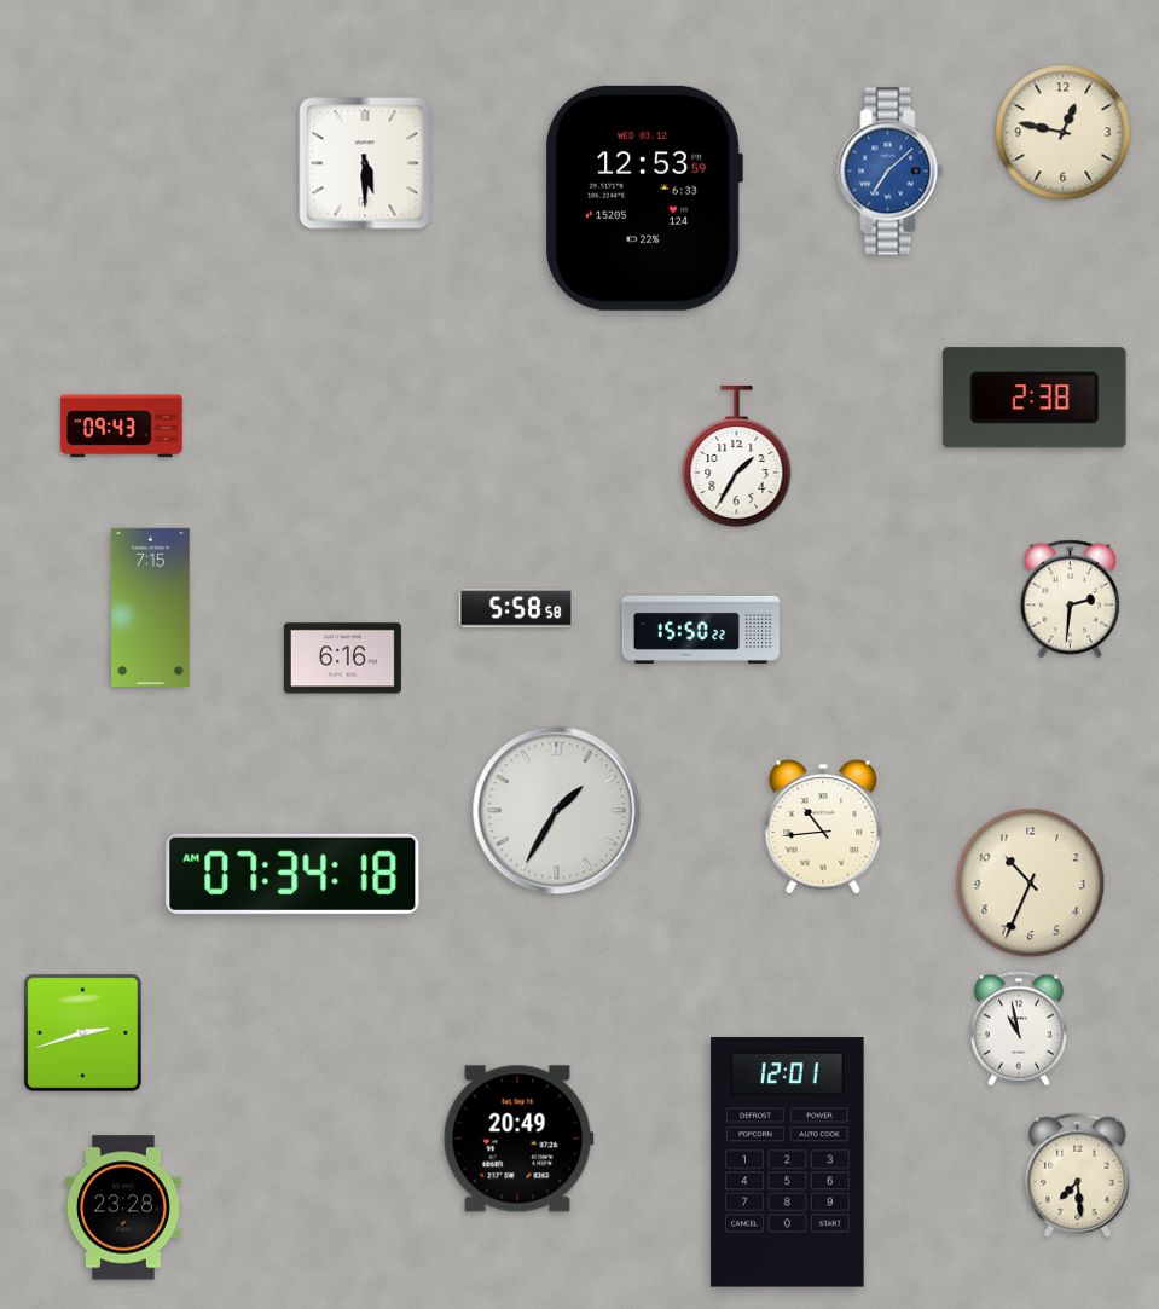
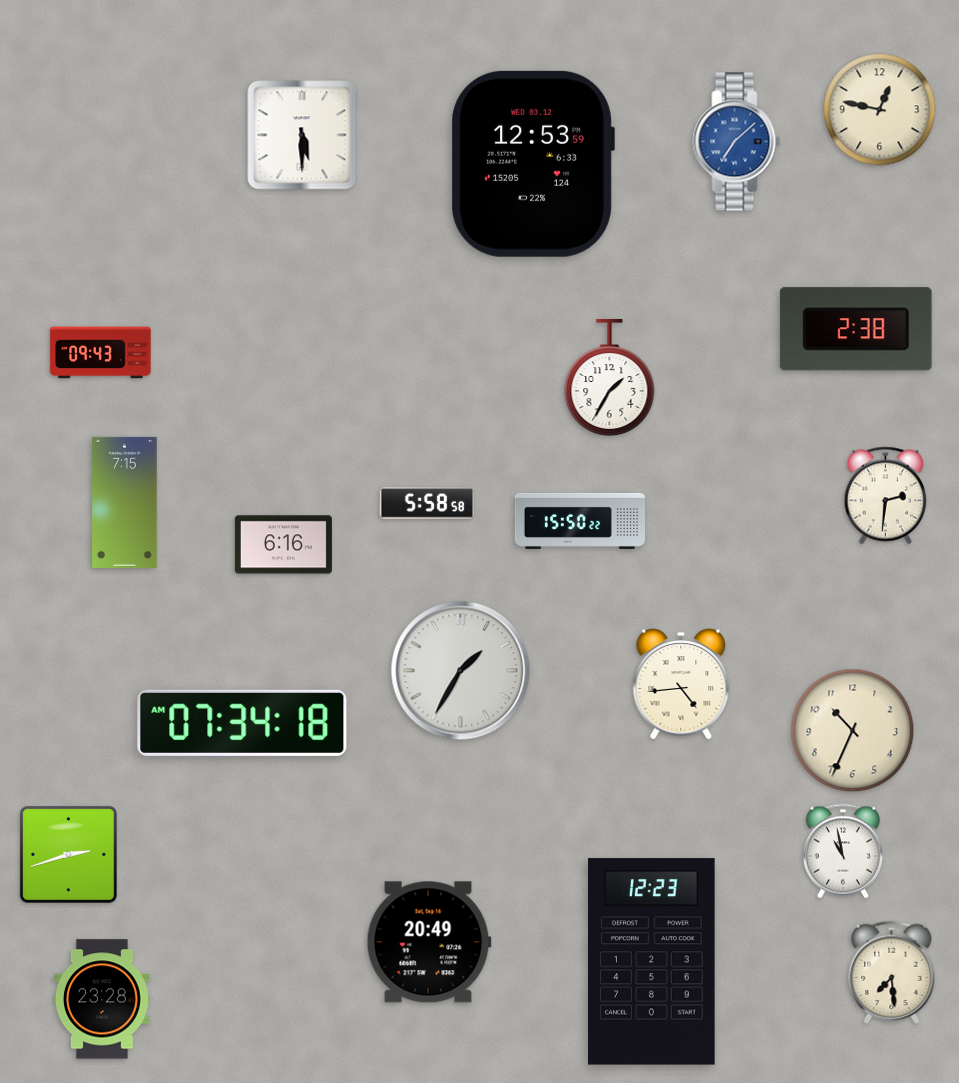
clock at (823, 827): 10:44 -> 4:44
clock at (788, 1163): 12:01 -> 12:23
